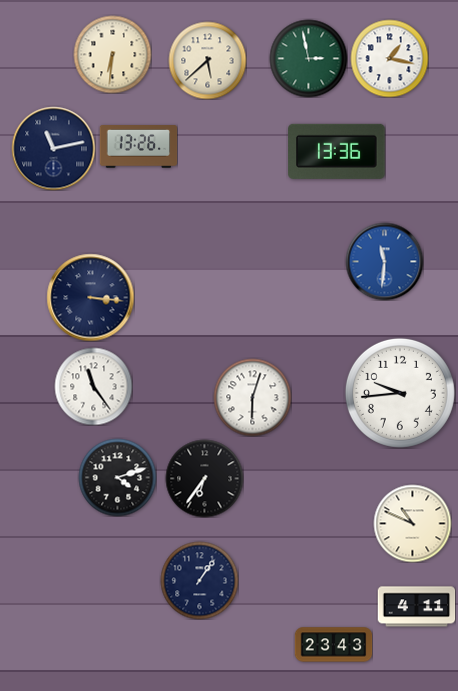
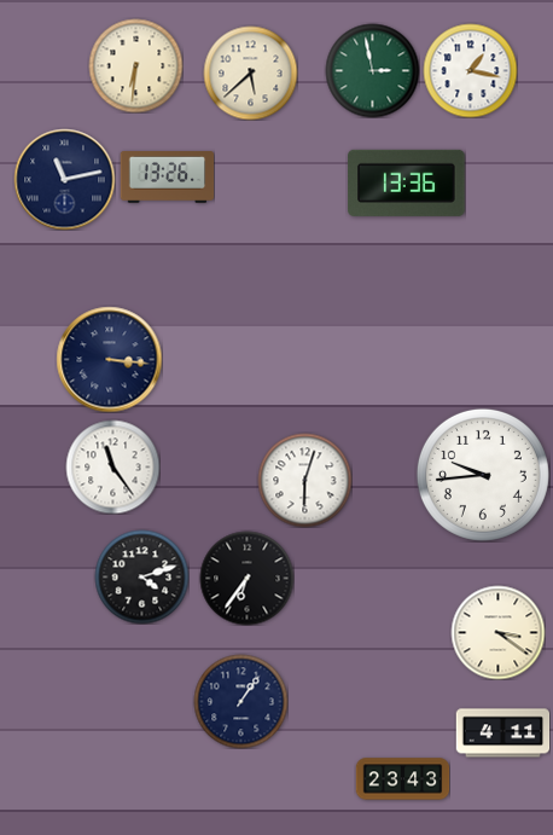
clock at (384, 261): 11:31 -> none
clock at (412, 523): 10:49 -> 3:21
